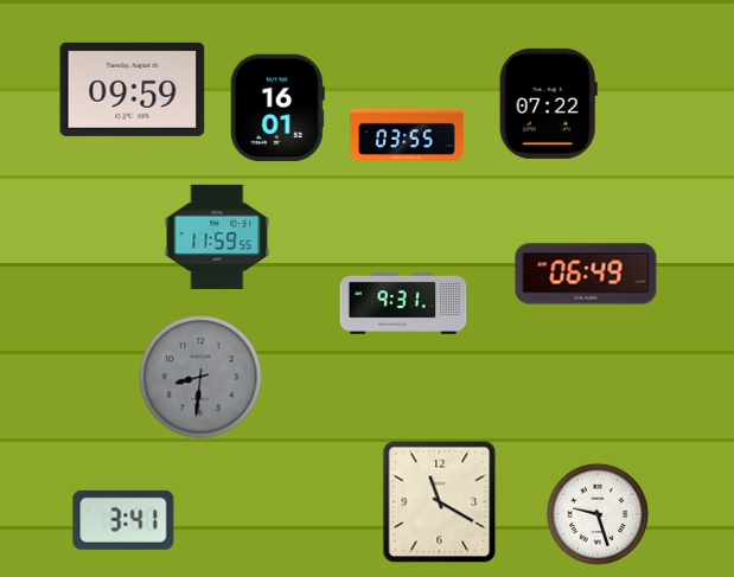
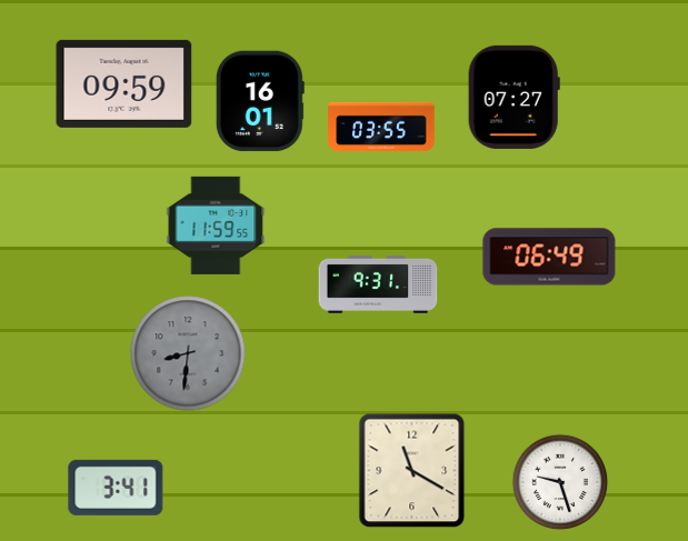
clock at (548, 103): 07:22 -> 07:27
clock at (217, 237) position: (217, 237) -> (216, 226)
